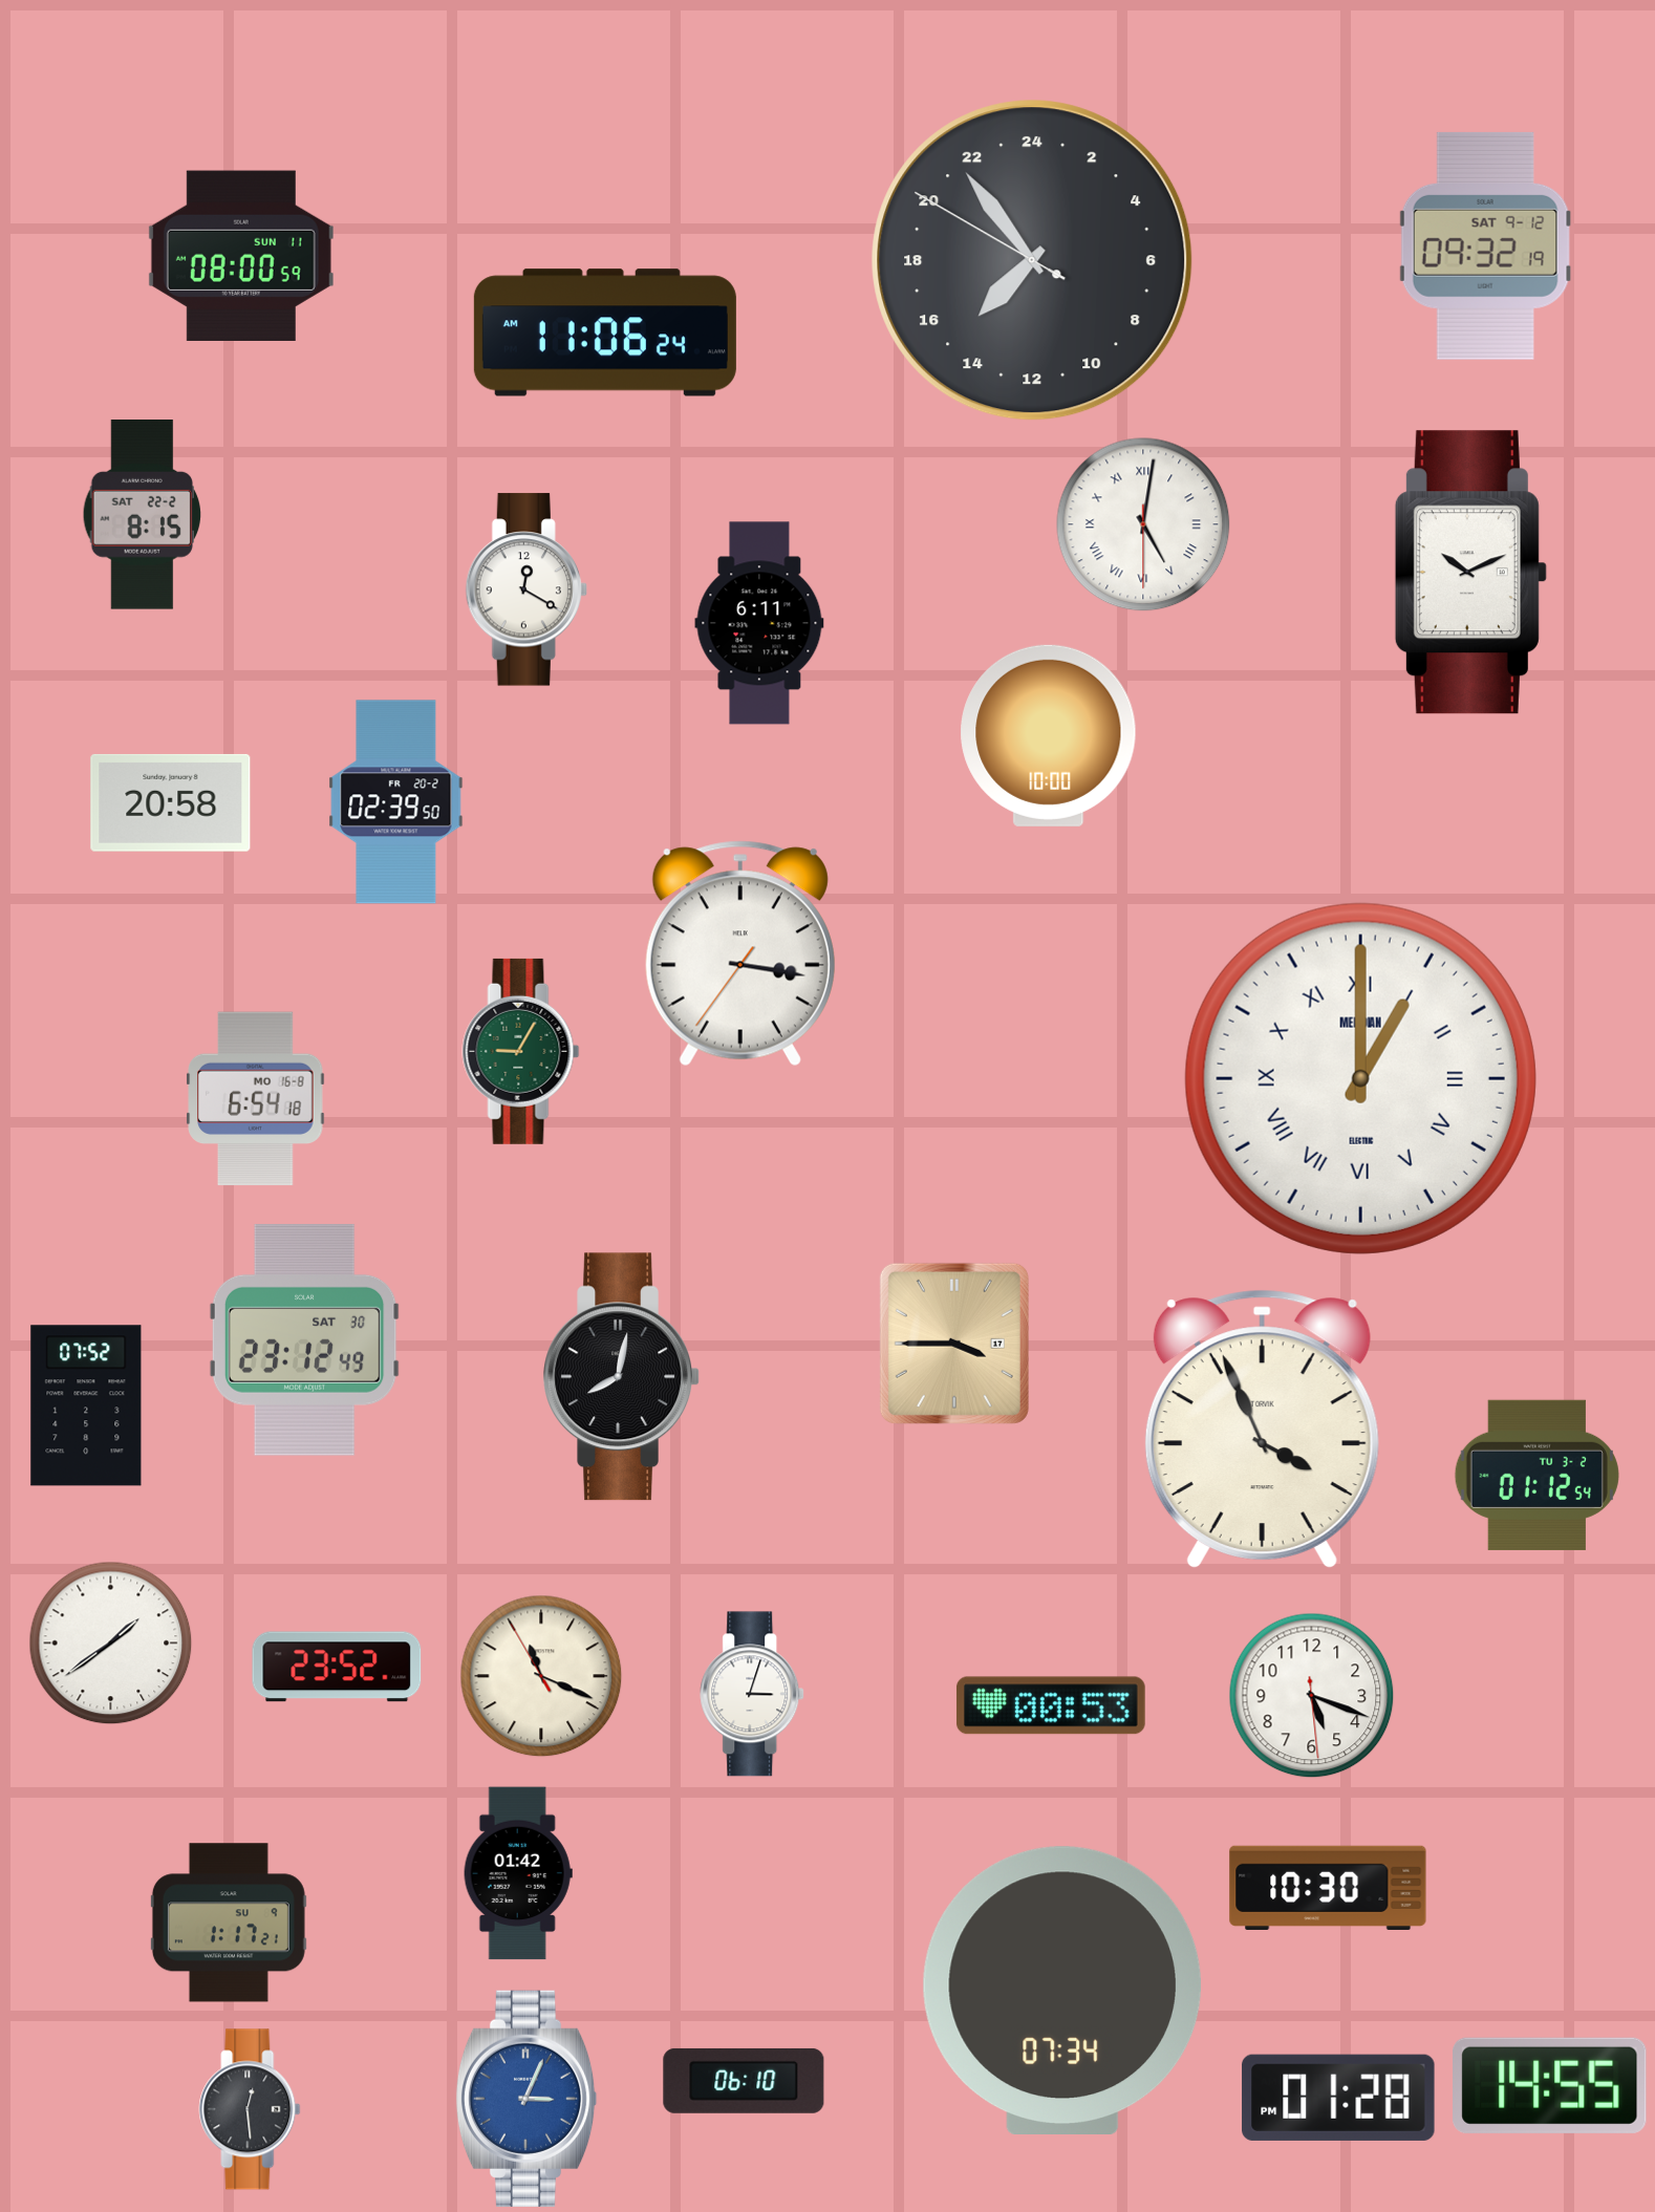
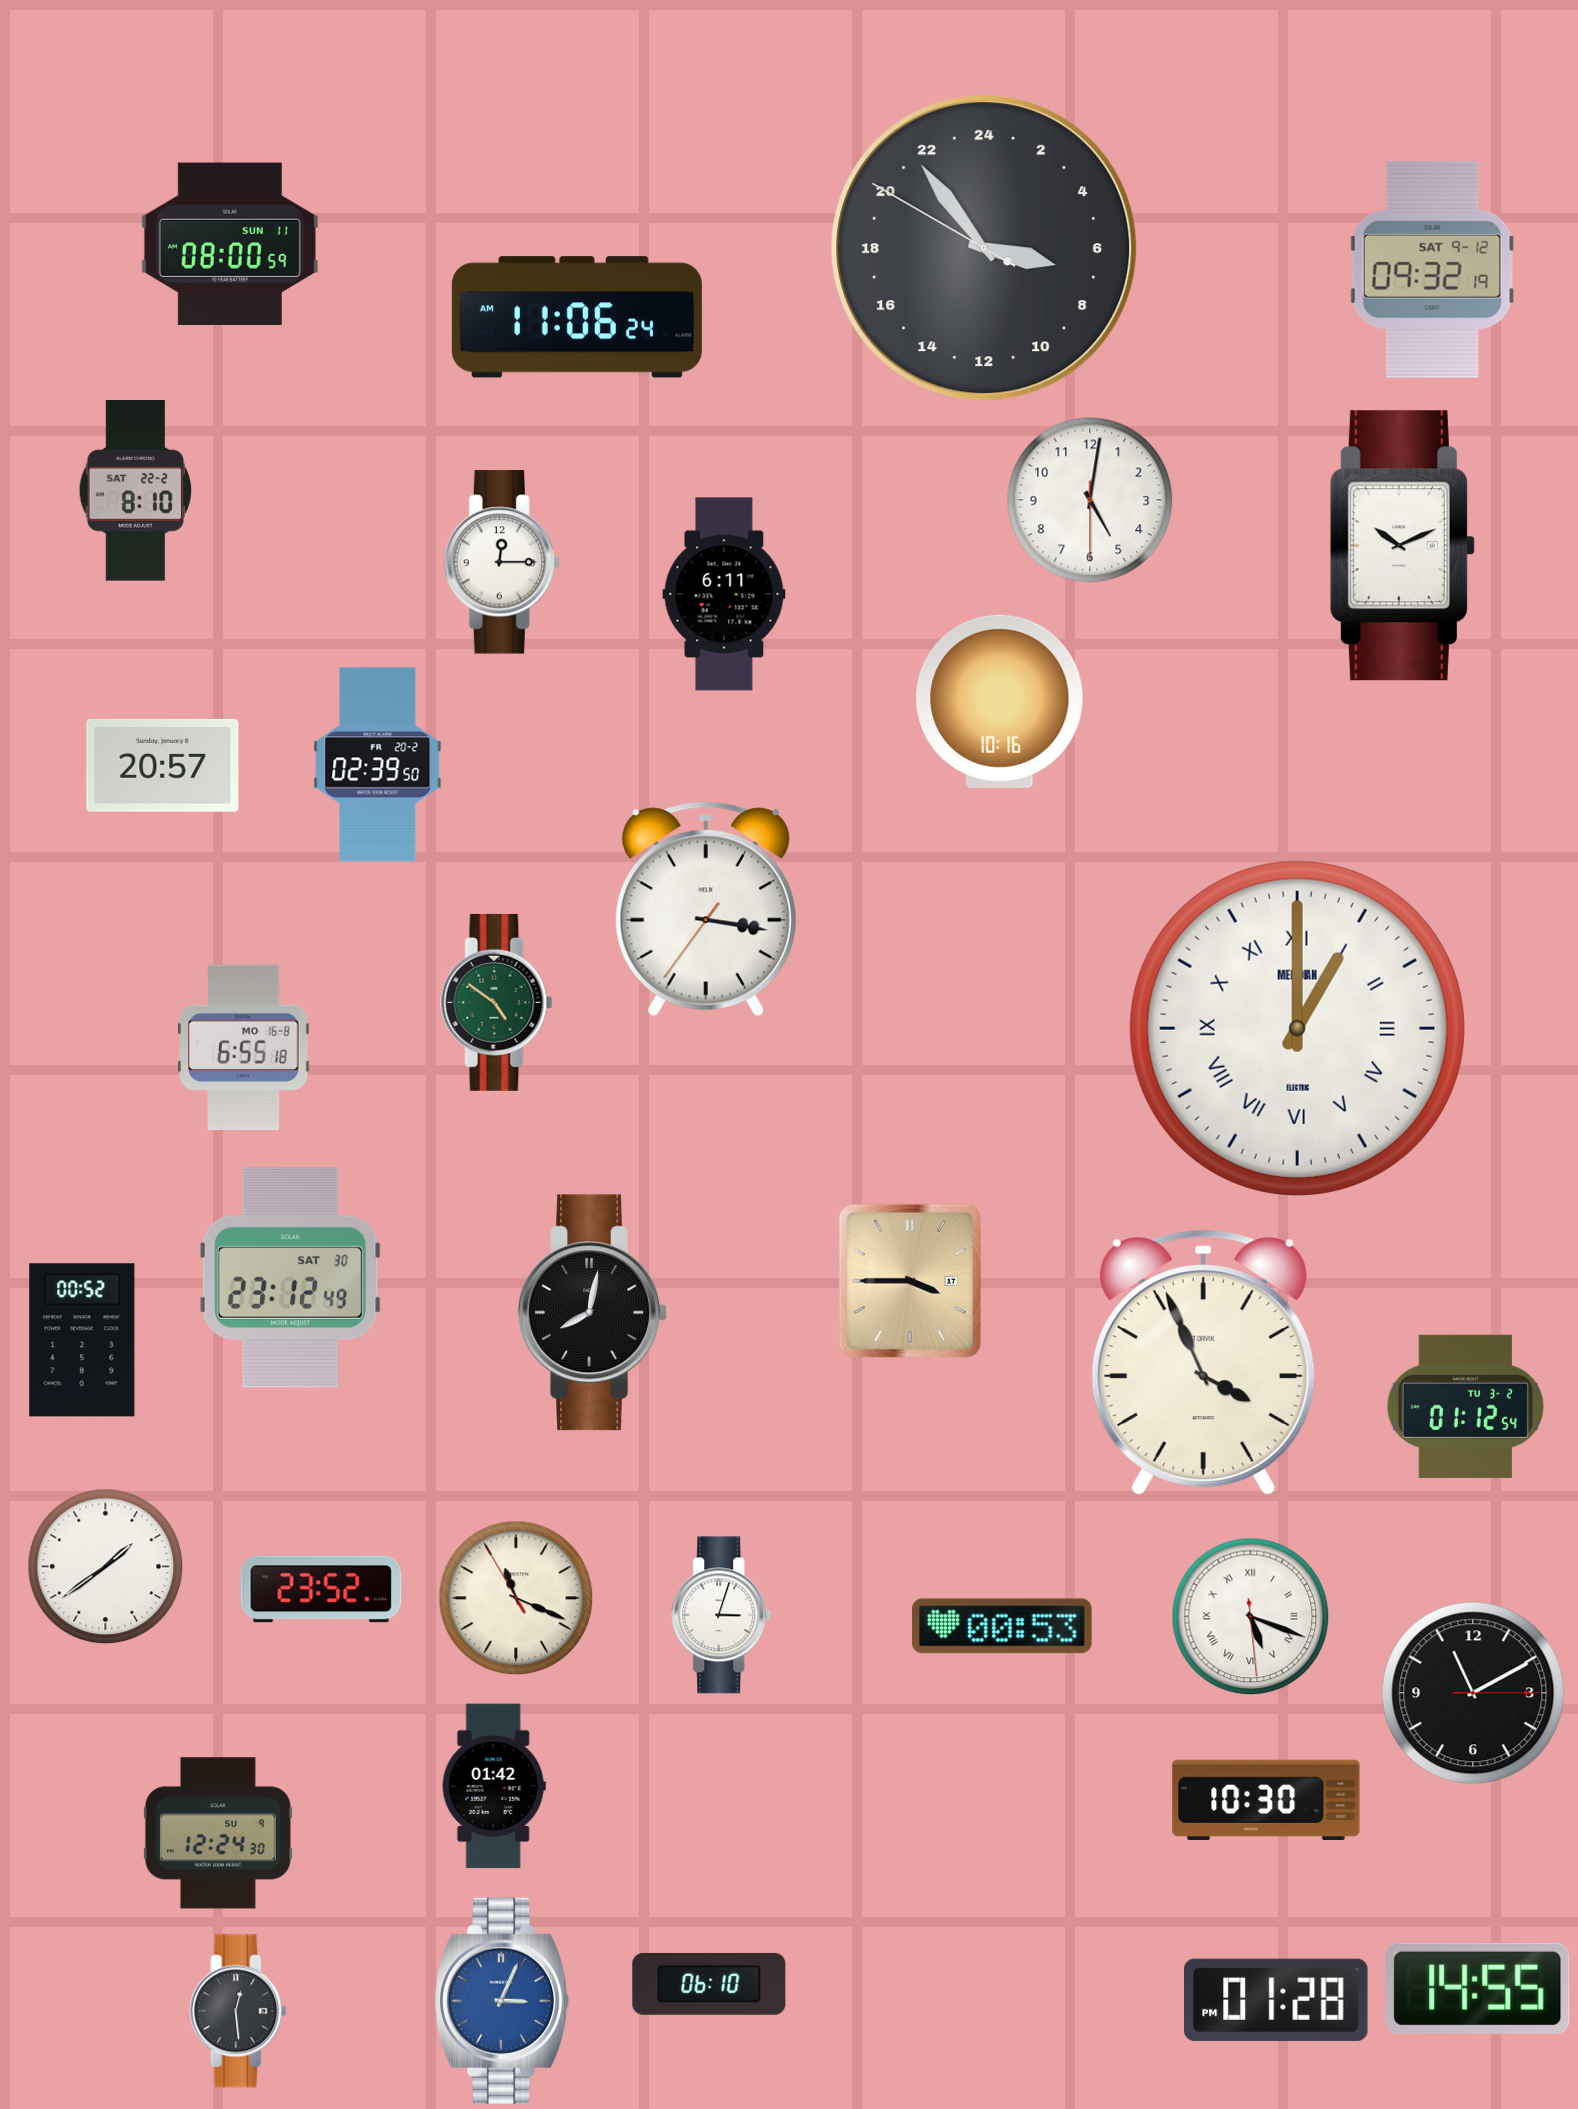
clock at (1486, 245) position: (1486, 245) -> (1433, 269)
clock at (1032, 260): 14:53 -> 6:53
clock at (143, 515): 8:15 -> 8:10
clock at (1143, 524) numerals: Roman -> Arabic
clock at (526, 589): 12:20 -> 12:15
clock at (1049, 735): 10:00 -> 10:16
clock at (171, 802): 20:58 -> 20:57
clock at (521, 1051): 9:05 -> 4:51
clock at (256, 1099): 6:54 -> 6:55
clock at (86, 1405): 07:52 -> 00:52
clock at (753, 1694) position: (753, 1694) -> (722, 1615)
clock at (1312, 1696) numerals: Arabic -> Roman
clock at (1473, 1693): none -> 11:10
clock at (229, 1923): 1:17 -> 12:24
clock at (1062, 1990): 07:34 -> none
